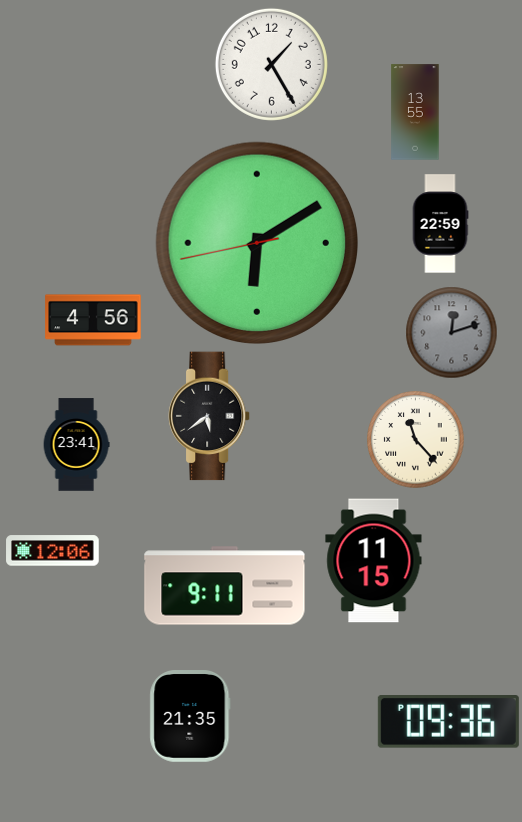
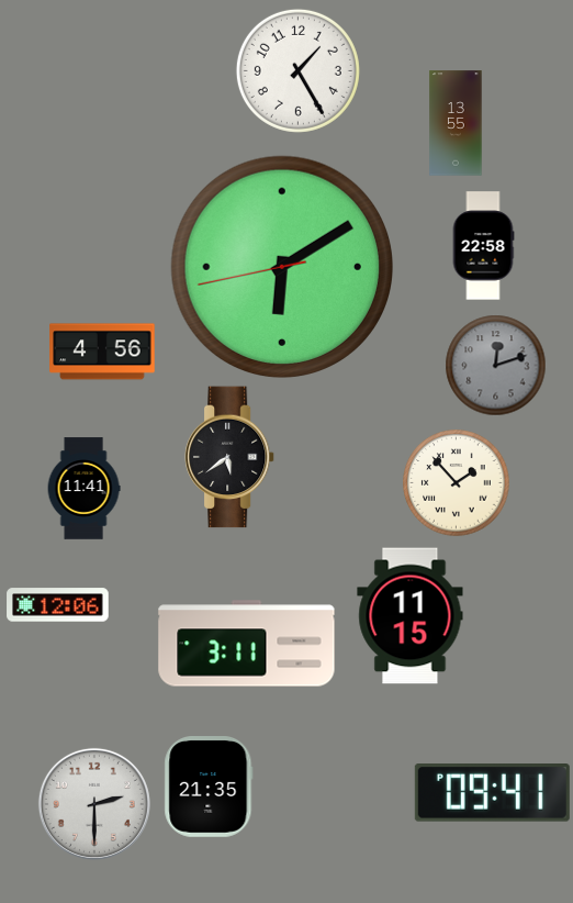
clock at (440, 224): 22:59 -> 22:58
clock at (416, 440): 11:23 -> 1:53
clock at (76, 445): 23:41 -> 11:41
clock at (225, 586): 9:11 -> 3:11
clock at (448, 722): 09:36 -> 09:41
clock at (94, 804): none -> 2:30
